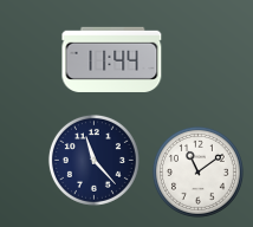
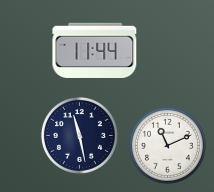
clock at (93, 160): 11:23 -> 11:28
clock at (197, 171): 11:09 -> 11:11
